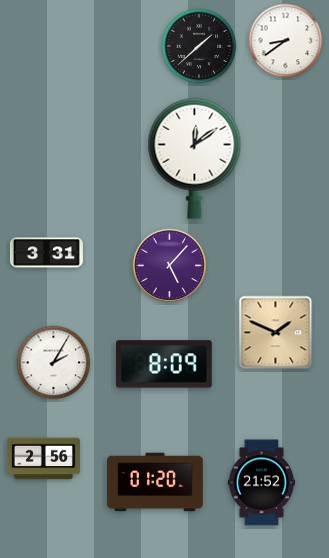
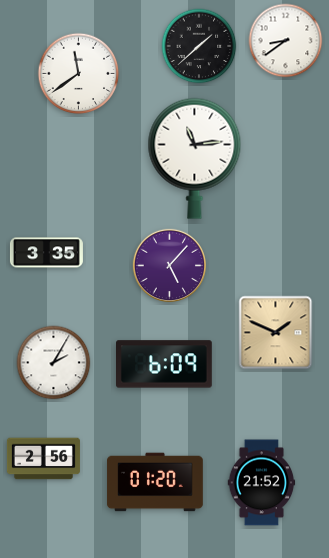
clock at (79, 74): none -> 11:39
clock at (195, 158): 12:09 -> 11:14
clock at (46, 253): 3:31 -> 3:35
clock at (165, 364): 8:09 -> 6:09
